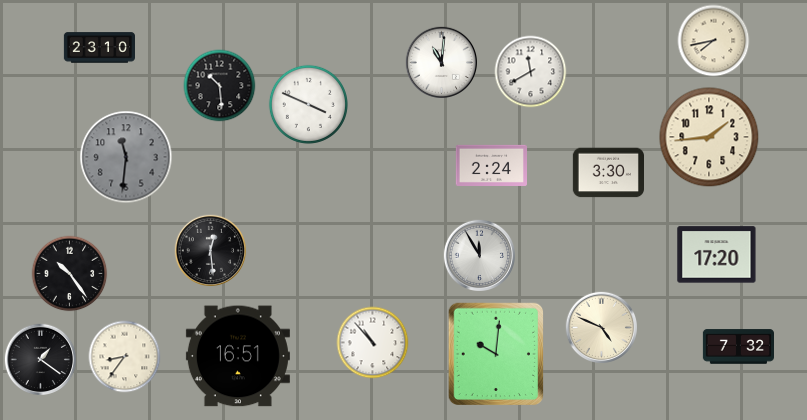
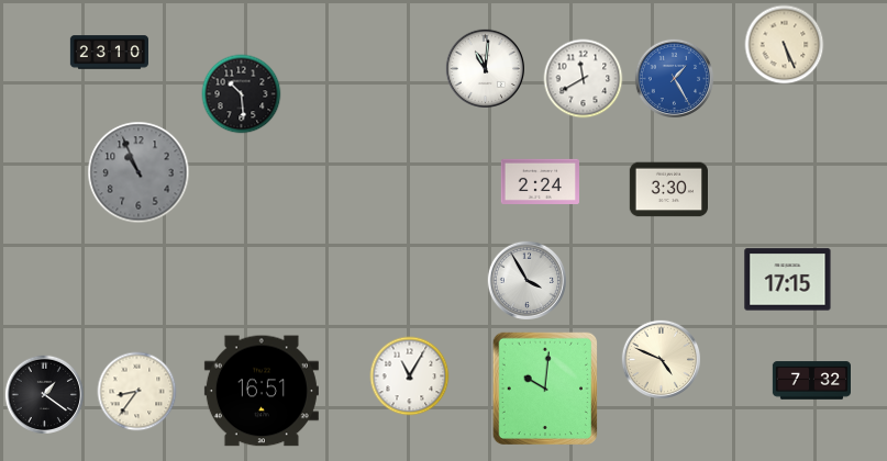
clock at (714, 41): 7:43 -> 5:26
clock at (674, 78): none -> 1:25
clock at (308, 104): 3:49 -> none
clock at (709, 137): 1:44 -> none
clock at (126, 157): 11:31 -> 10:56
clock at (210, 250): 12:29 -> none
clock at (479, 255): 11:55 -> 3:55
clock at (717, 255): 17:20 -> 17:15
clock at (70, 274): 10:24 -> none
clock at (373, 343): 10:53 -> 11:05
